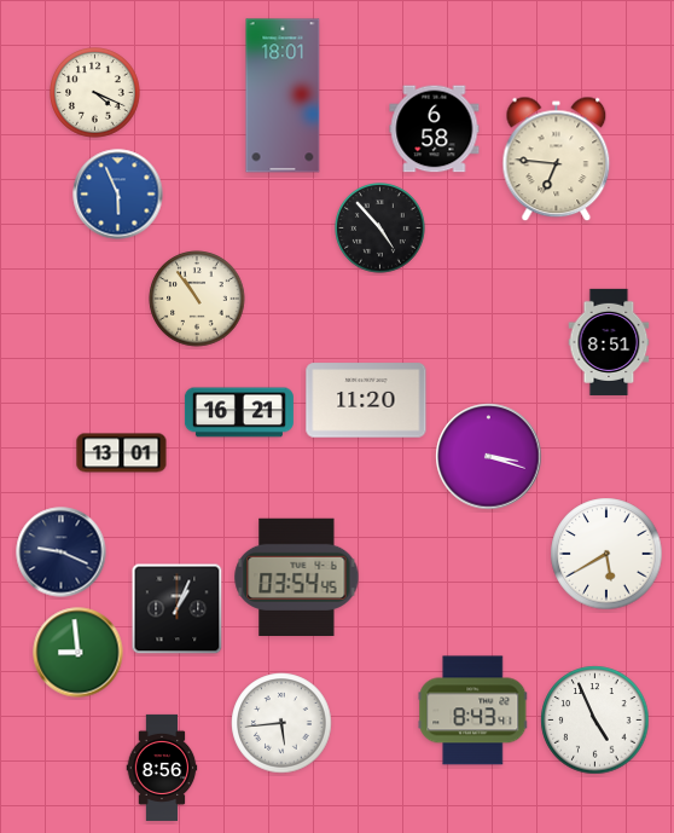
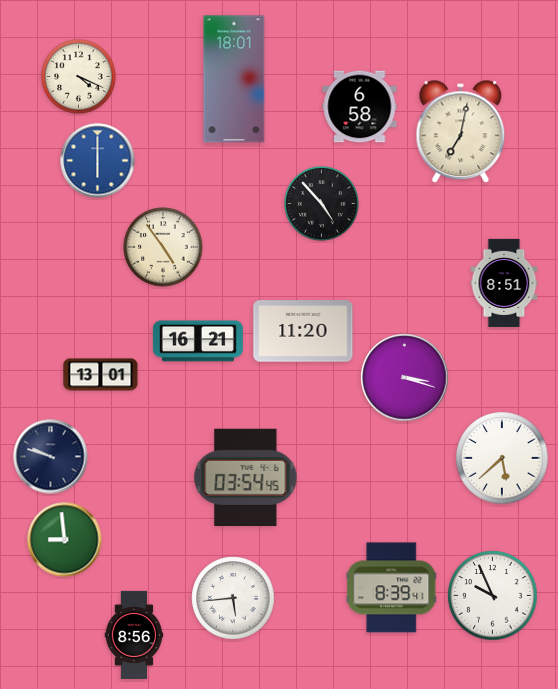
clock at (557, 160): 6:46 -> 7:02
clock at (118, 195): 5:56 -> 6:00
clock at (380, 229) position: (380, 229) -> (322, 204)
clock at (197, 299): 10:54 -> 4:54
clock at (62, 553): 9:19 -> 9:48
clock at (606, 554): 5:40 -> 5:38
clock at (178, 609): 1:04 -> none
clock at (473, 711): 8:43 -> 8:39
clock at (595, 721): 4:56 -> 9:56
